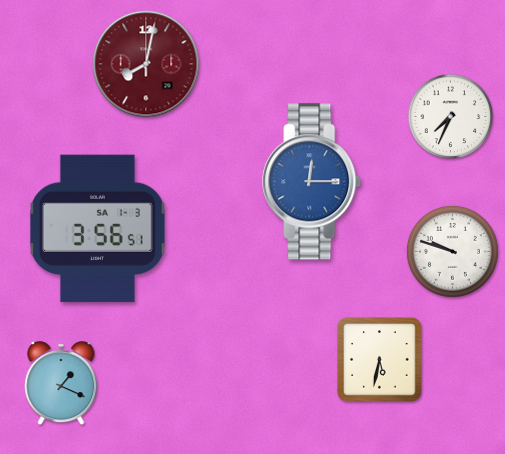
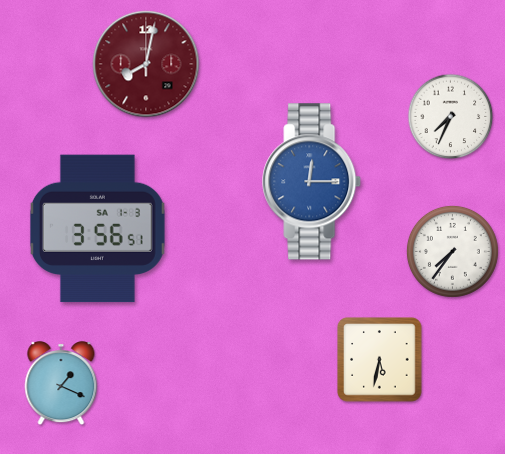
clock at (452, 251): 9:48 -> 7:36
